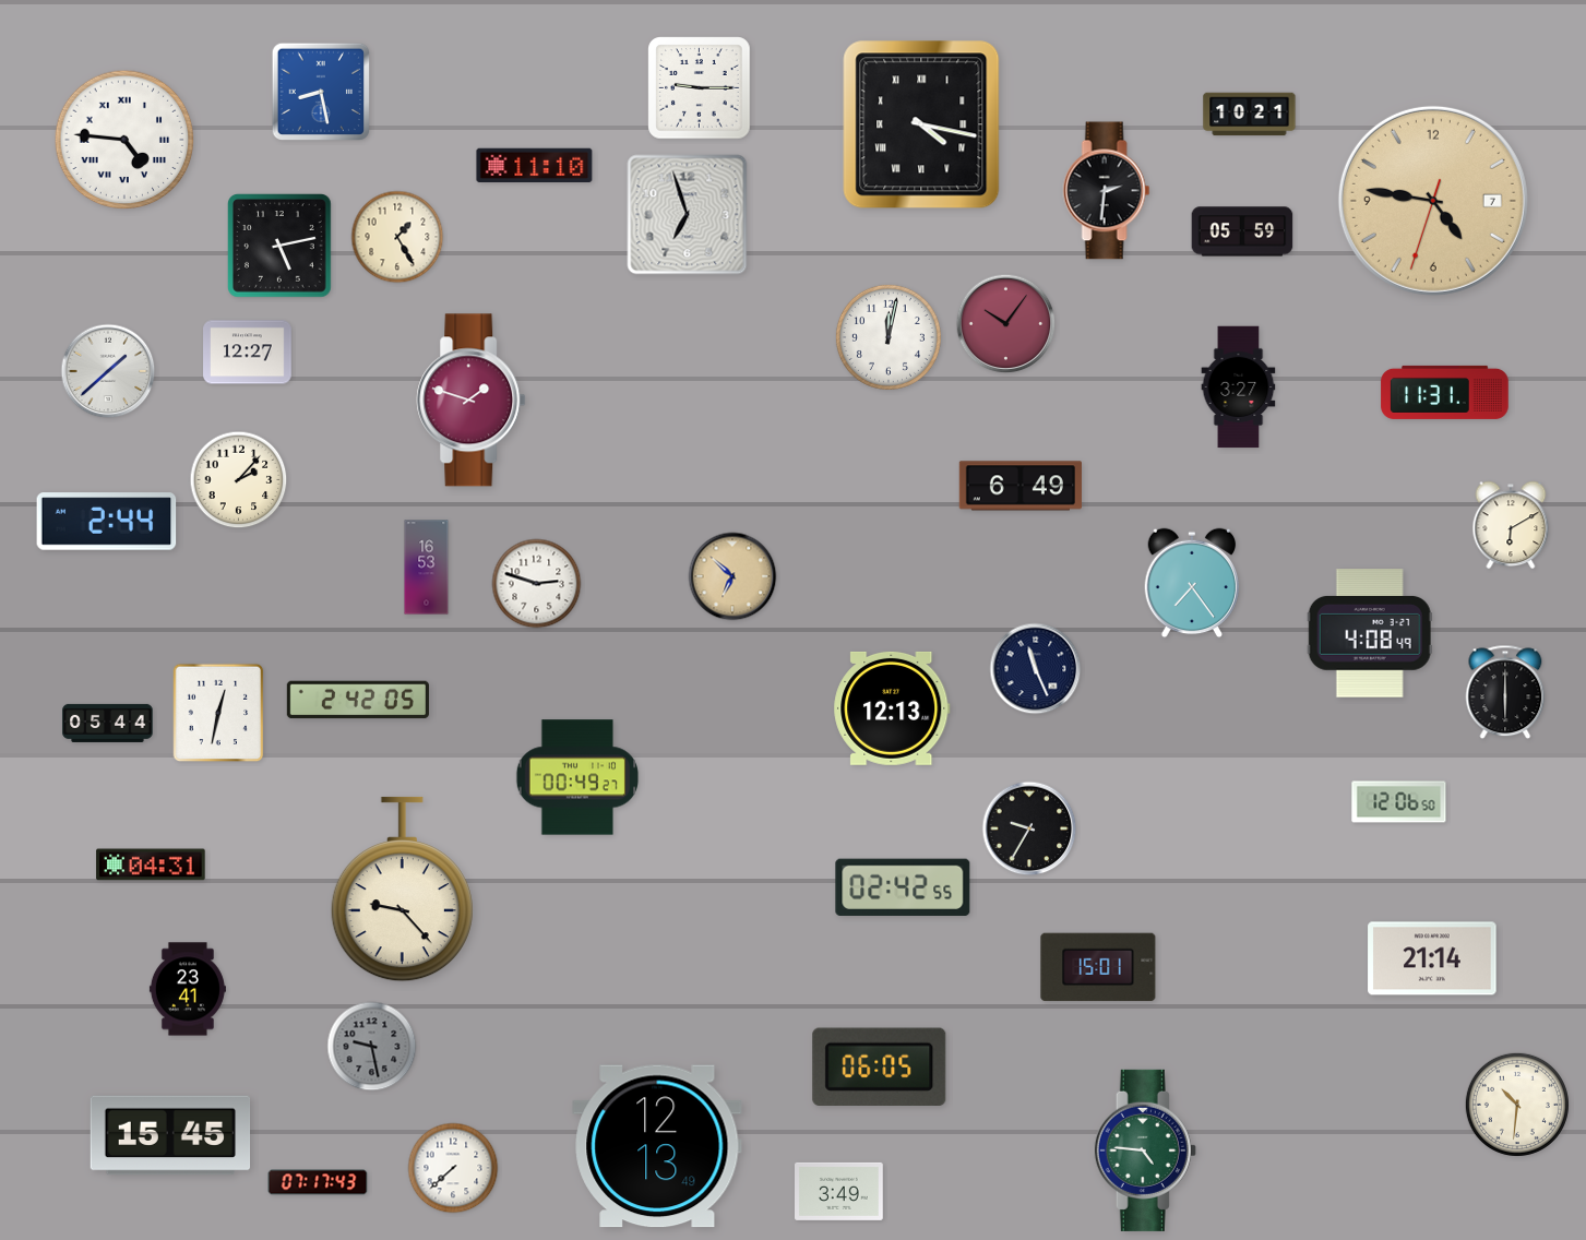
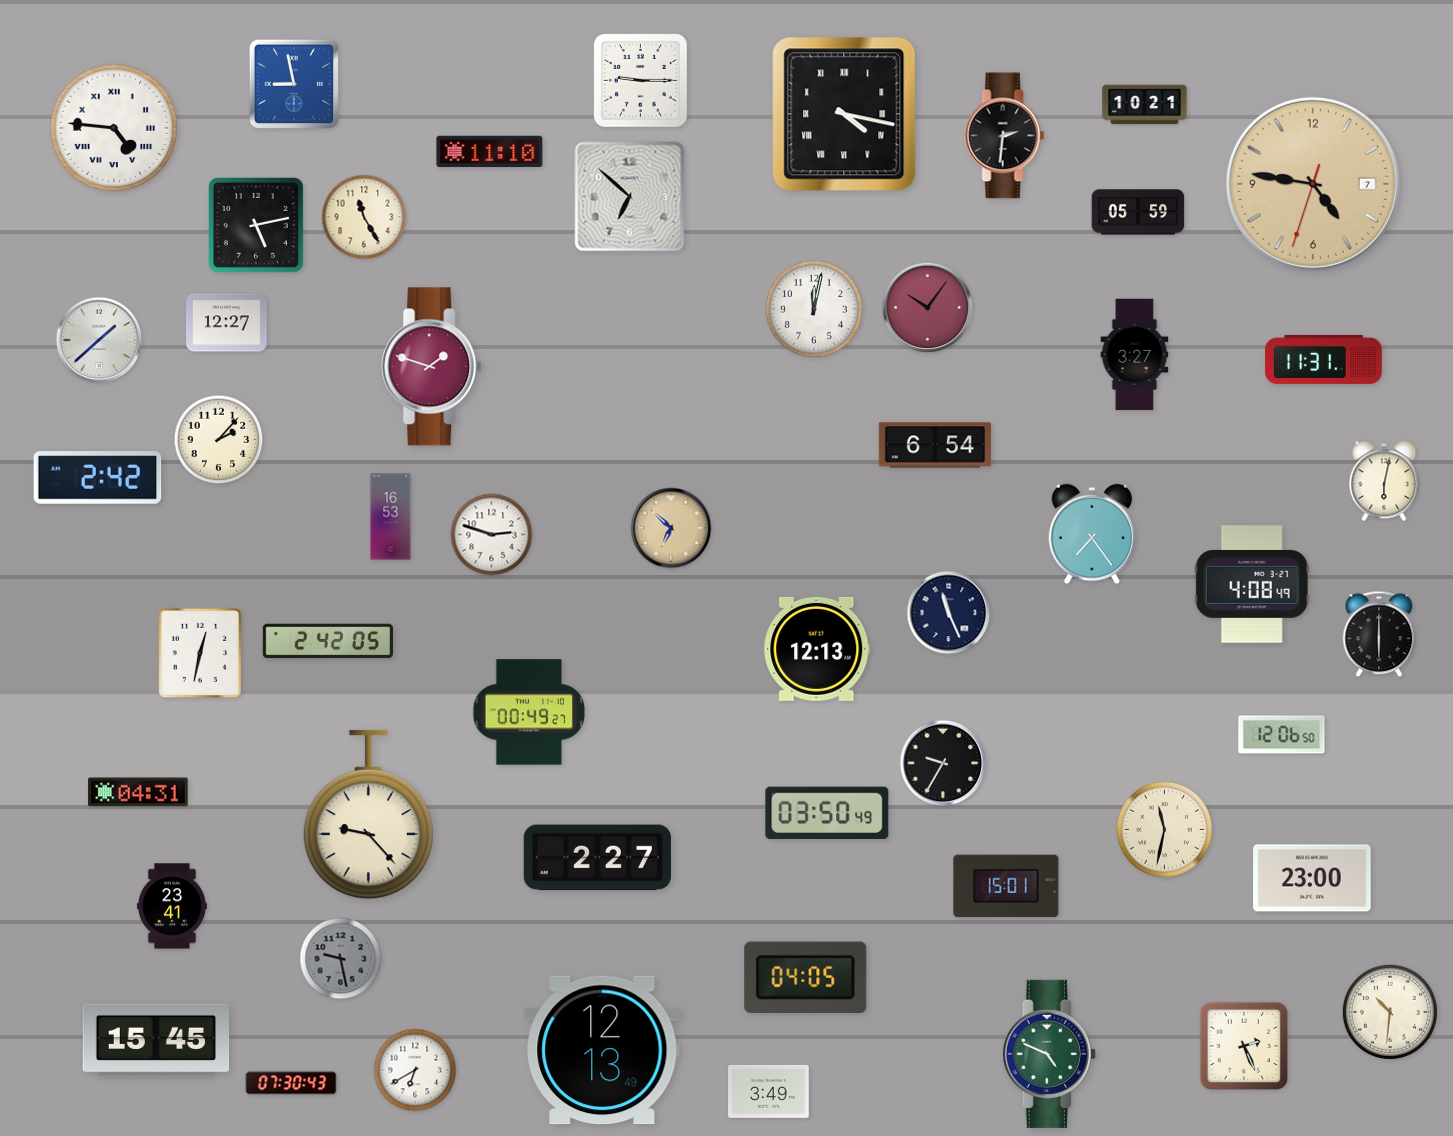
clock at (321, 92): 8:28 -> 8:58
clock at (1107, 191) position: (1107, 191) -> (1005, 136)
clock at (688, 215): 6:57 -> 6:52
clock at (397, 237): 1:25 -> 11:25
clock at (1006, 324) position: (1006, 324) -> (928, 308)
clock at (1021, 486): 6:49 -> 6:54
clock at (107, 522): 2:44 -> 2:42
clock at (1511, 525): 6:10 -> 6:02
clock at (427, 568) position: (427, 568) -> (391, 517)
clock at (1370, 633) position: (1370, 633) -> (1252, 584)
clock at (108, 723): 05:44 -> none
clock at (1029, 828) position: (1029, 828) -> (943, 763)
clock at (903, 886): 02:42 -> 03:50
clock at (1164, 829): none -> 11:32
clock at (597, 858): none -> 2:27
clock at (1432, 958): 21:14 -> 23:00
clock at (880, 1066): 06:05 -> 04:05
clock at (1243, 1045): none -> 2:26
clock at (1145, 1150): 4:46 -> 4:49
clock at (453, 1168): 7:38 -> 6:40
clock at (318, 1182): 07:17 -> 07:30
